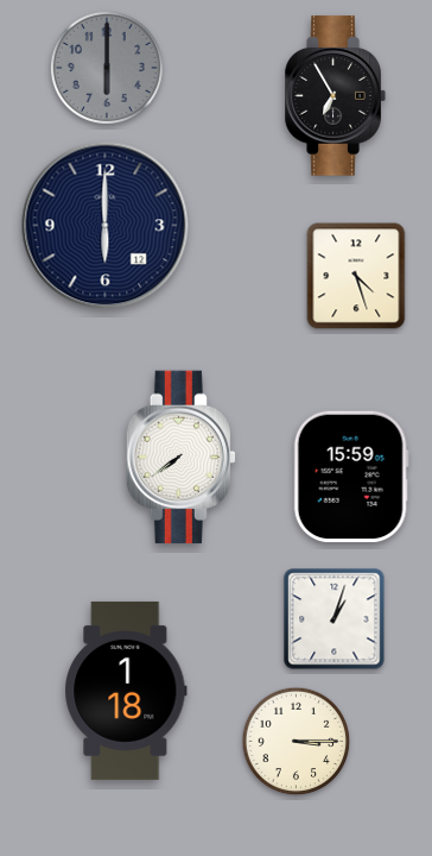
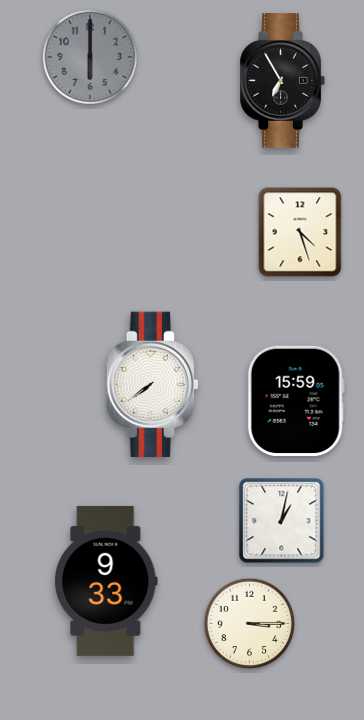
clock at (106, 226): 6:00 -> none
clock at (335, 619): 1:03 -> 1:02
clock at (126, 691): 1:18 -> 9:33
